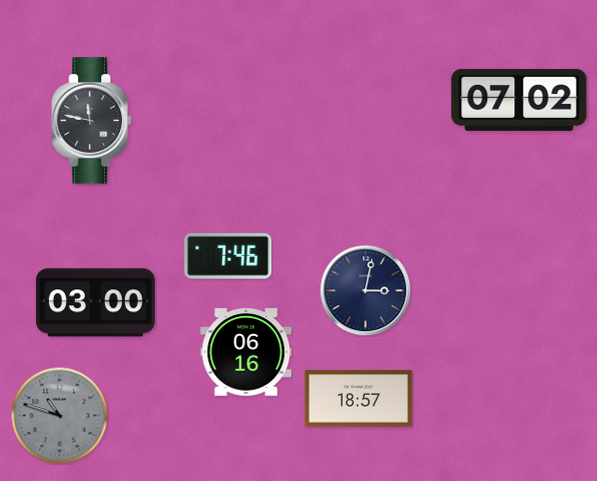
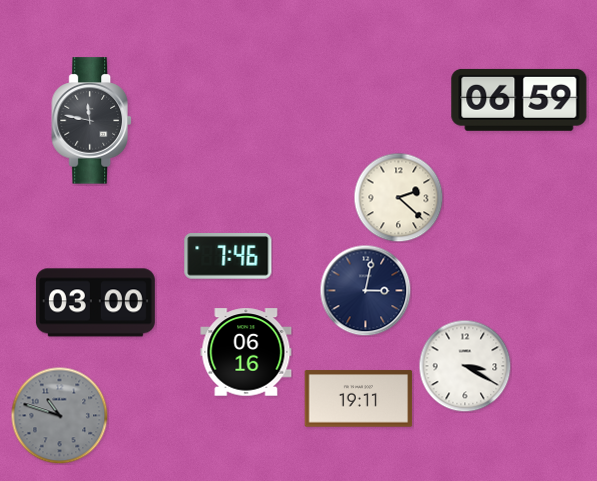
clock at (519, 100): 07:02 -> 06:59
clock at (398, 197): none -> 2:22
clock at (465, 366): none -> 3:20
clock at (359, 399): 18:57 -> 19:11
